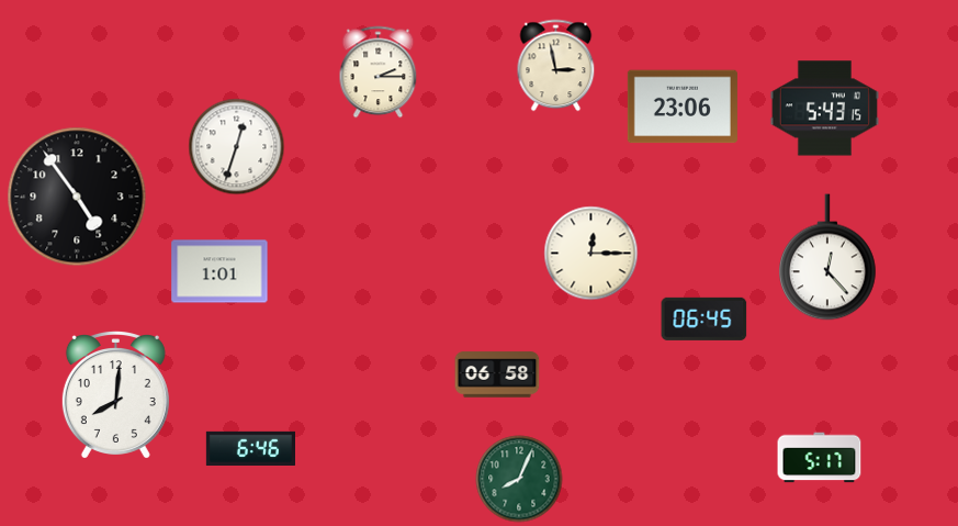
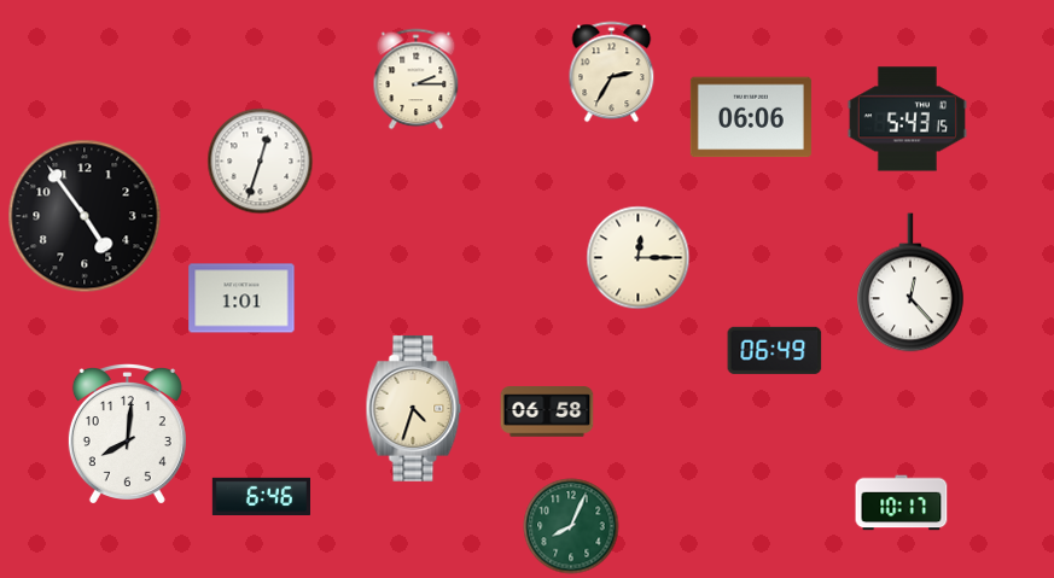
clock at (556, 66): 2:58 -> 2:35
clock at (683, 107): 23:06 -> 06:06
clock at (591, 254) position: (591, 254) -> (639, 258)
clock at (705, 318): 06:45 -> 06:49
clock at (414, 408): none -> 4:33
clock at (250, 448) position: (250, 448) -> (261, 496)
clock at (820, 458): 5:17 -> 10:17
